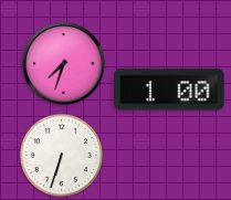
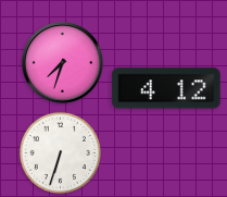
clock at (169, 90): 1:00 -> 4:12
